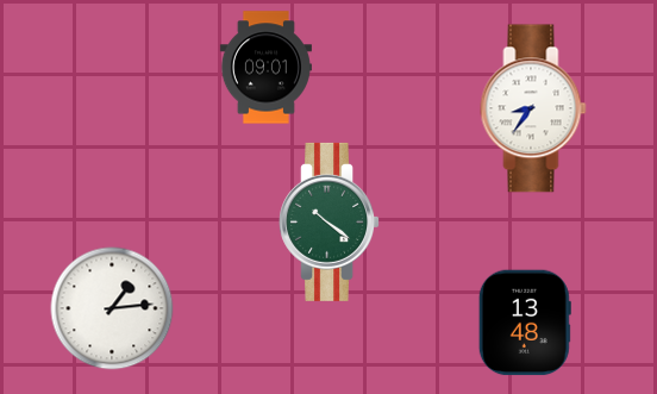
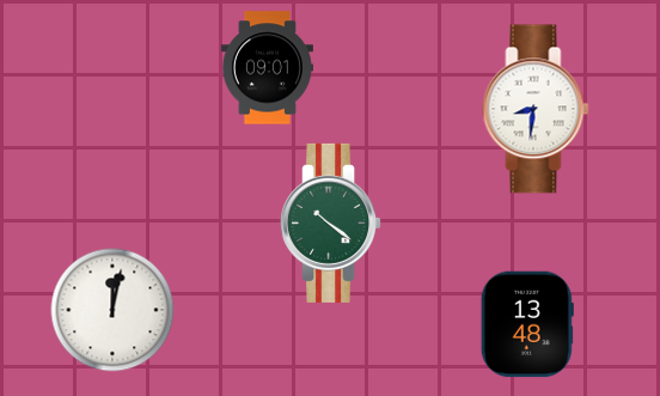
clock at (533, 108): 8:36 -> 8:31
clock at (112, 308): 1:14 -> 12:02
